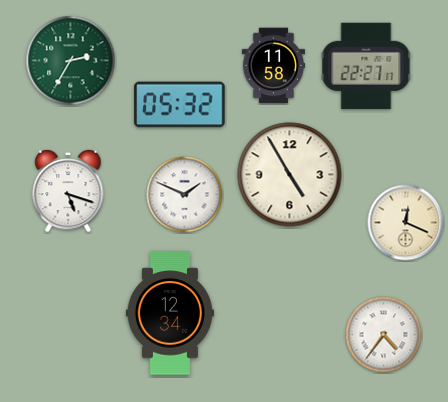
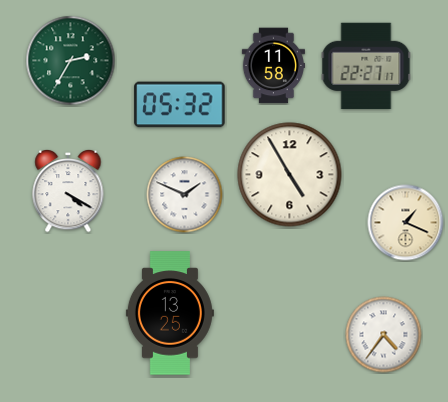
clock at (68, 191): 5:18 -> 4:20
clock at (406, 223): 12:19 -> 1:19
clock at (170, 313): 12:34 -> 13:25
